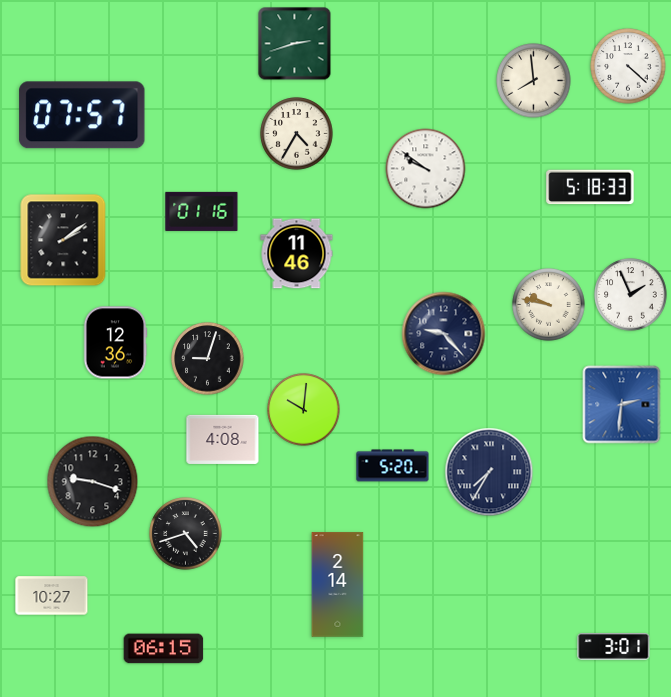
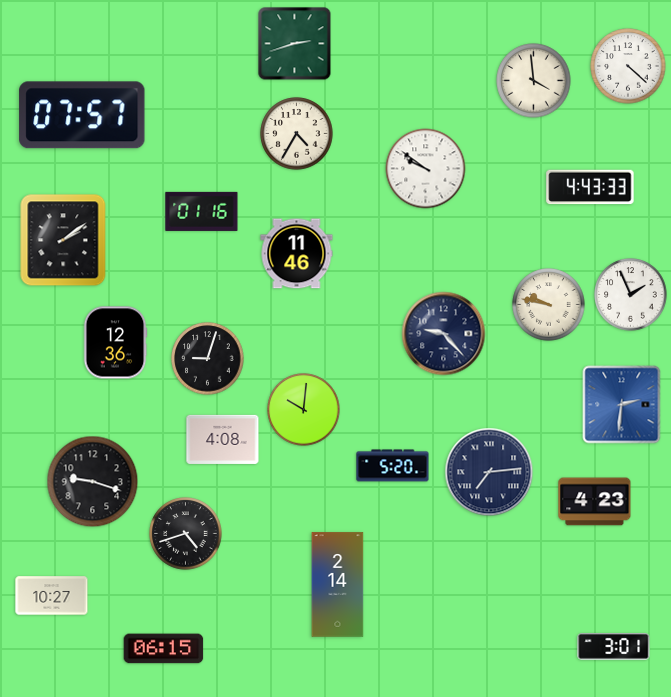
clock at (534, 81): 7:59 -> 3:59
clock at (590, 187): 5:18 -> 4:43
clock at (489, 472): 7:35 -> 7:14
clock at (595, 502): none -> 4:23
